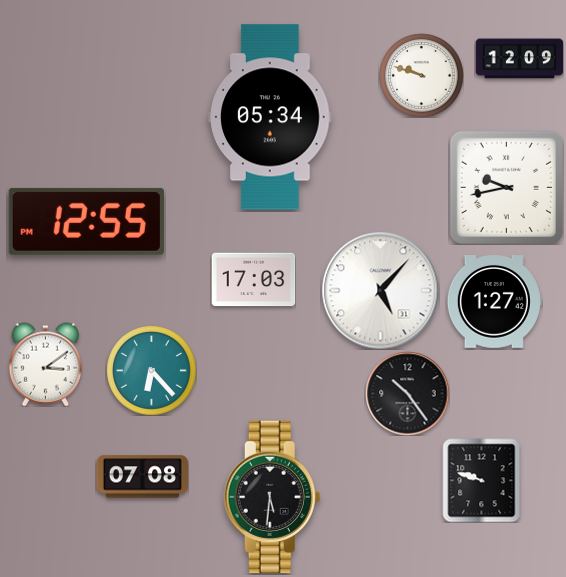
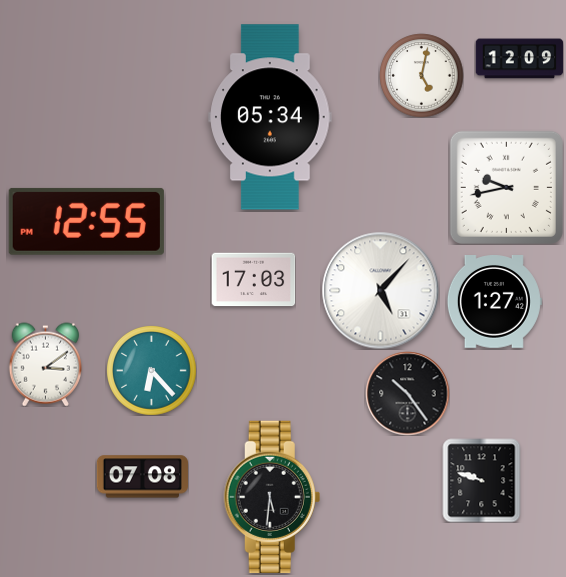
clock at (421, 75): 9:48 -> 5:02
